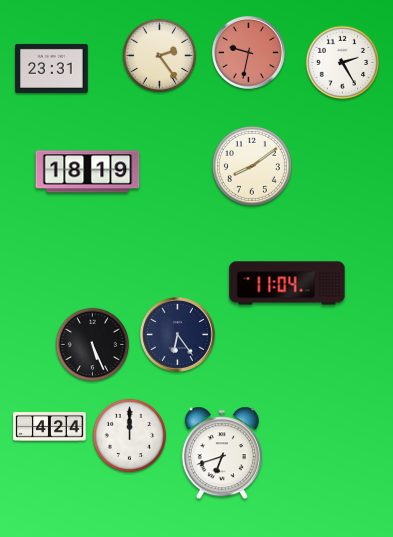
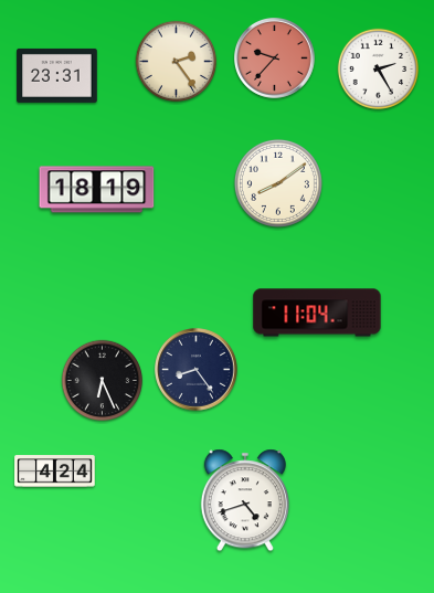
clock at (249, 53): 9:32 -> 9:37
clock at (178, 335): 6:24 -> 8:24
clock at (93, 345): 5:26 -> 6:26
clock at (130, 436): 12:00 -> none
clock at (222, 453): 6:42 -> 4:42
